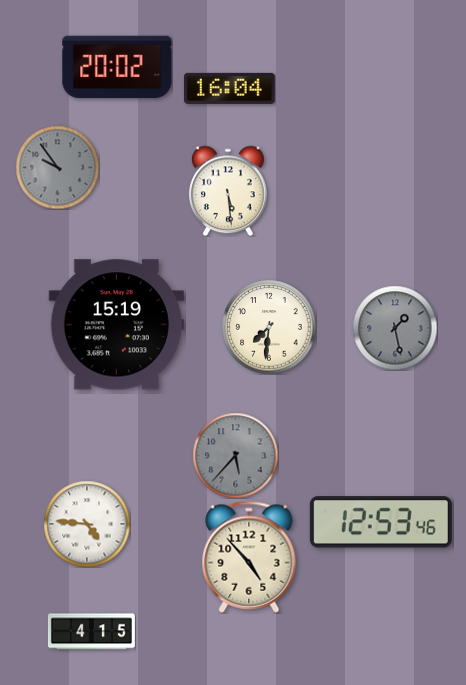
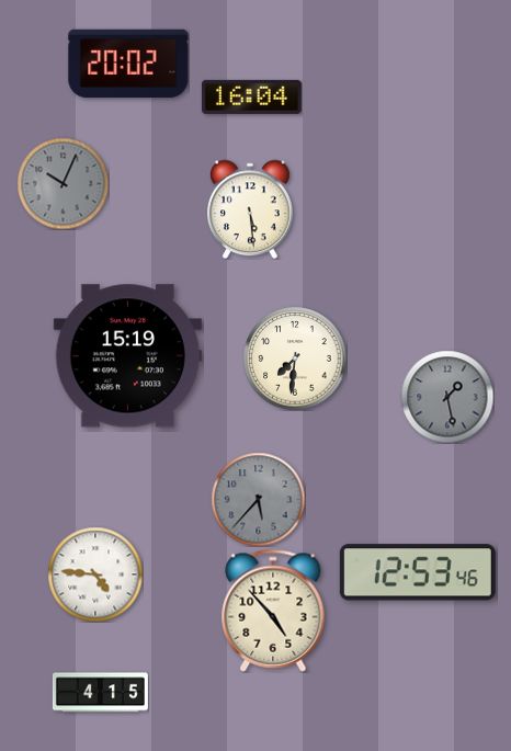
clock at (117, 67) position: (117, 67) -> (128, 64)
clock at (57, 167): 9:54 -> 10:04
clock at (395, 328) position: (395, 328) -> (447, 397)
